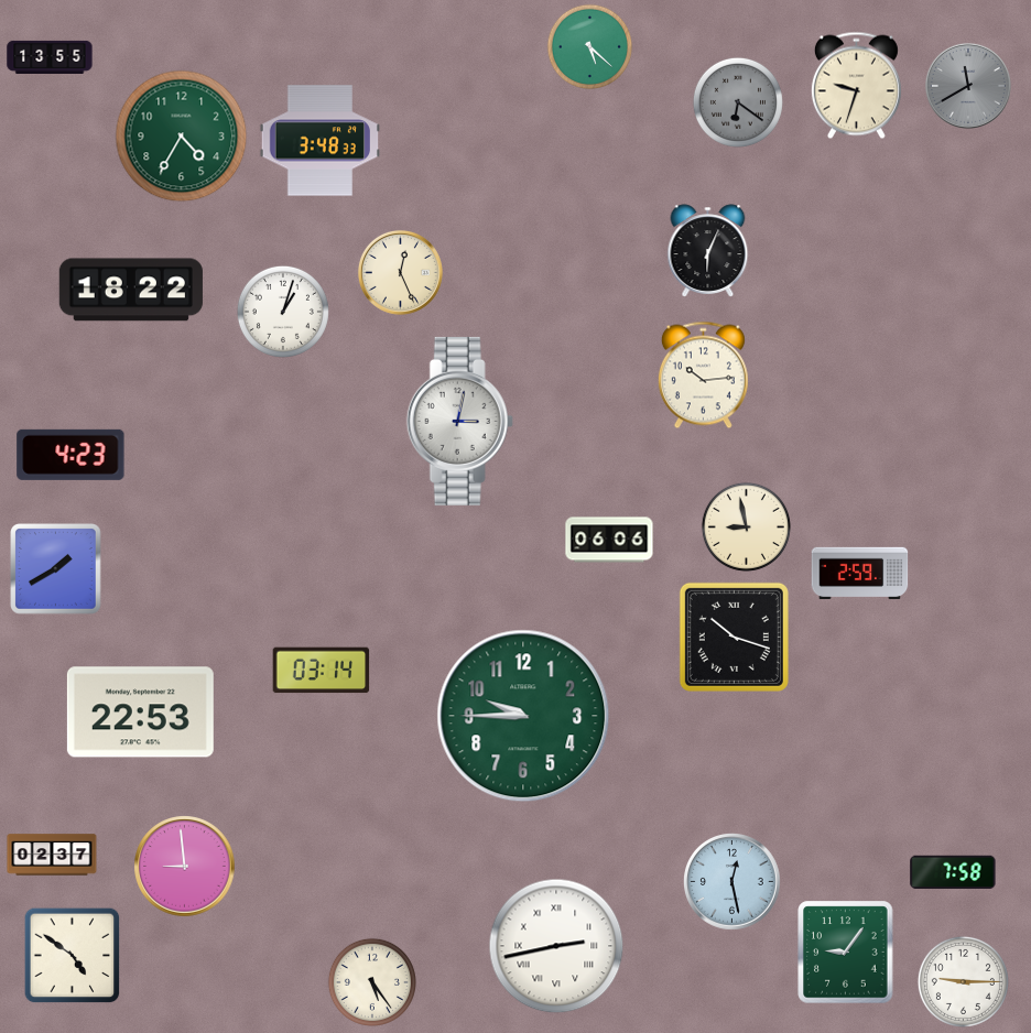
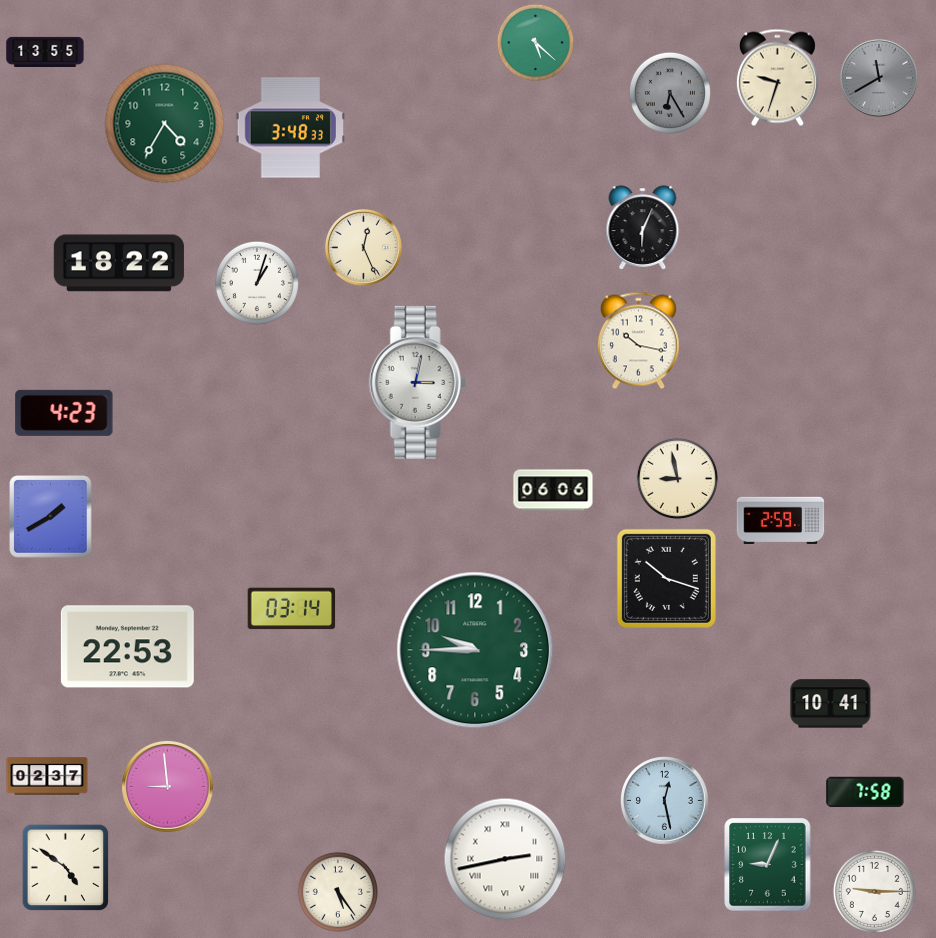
clock at (738, 102): 6:21 -> 6:25
clock at (703, 376): 10:14 -> 10:17
clock at (831, 704): none -> 10:41
clock at (846, 953): 9:06 -> 9:04
